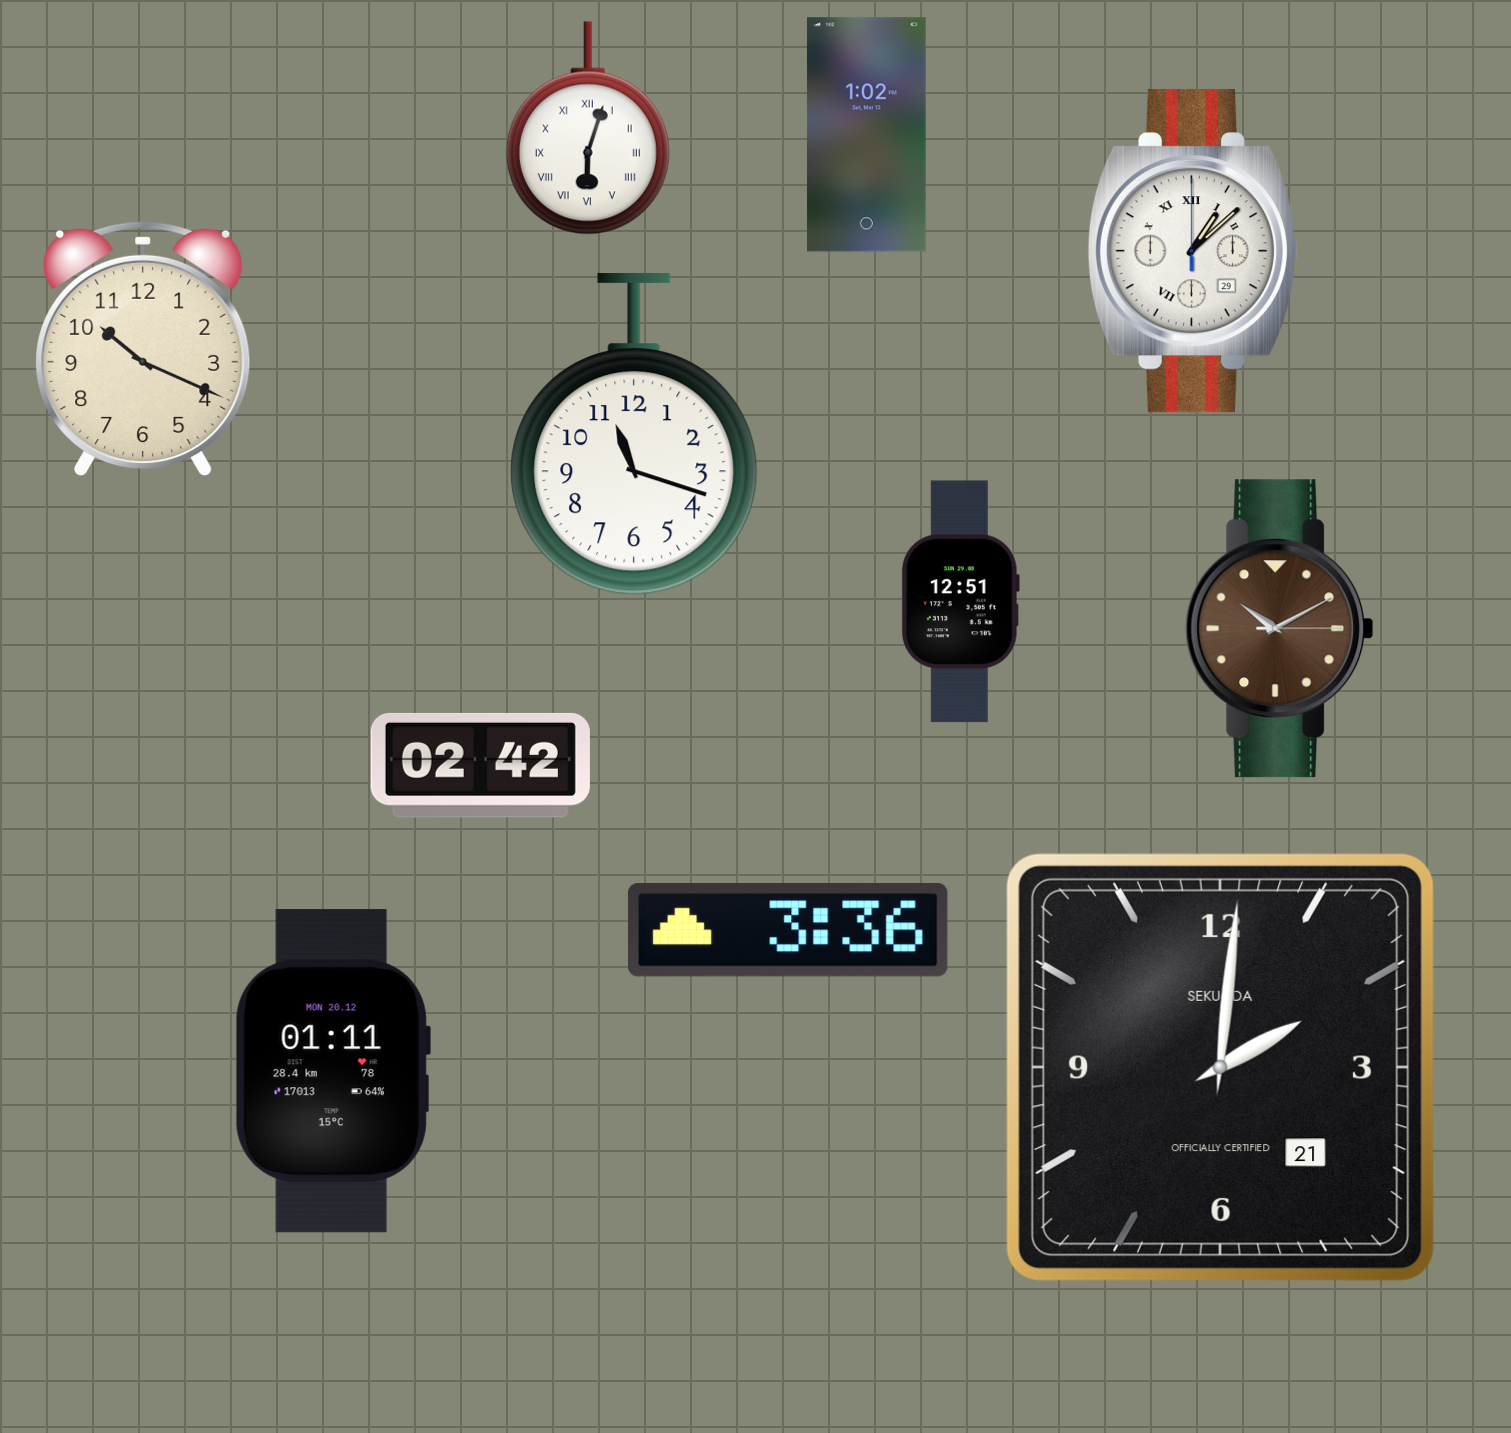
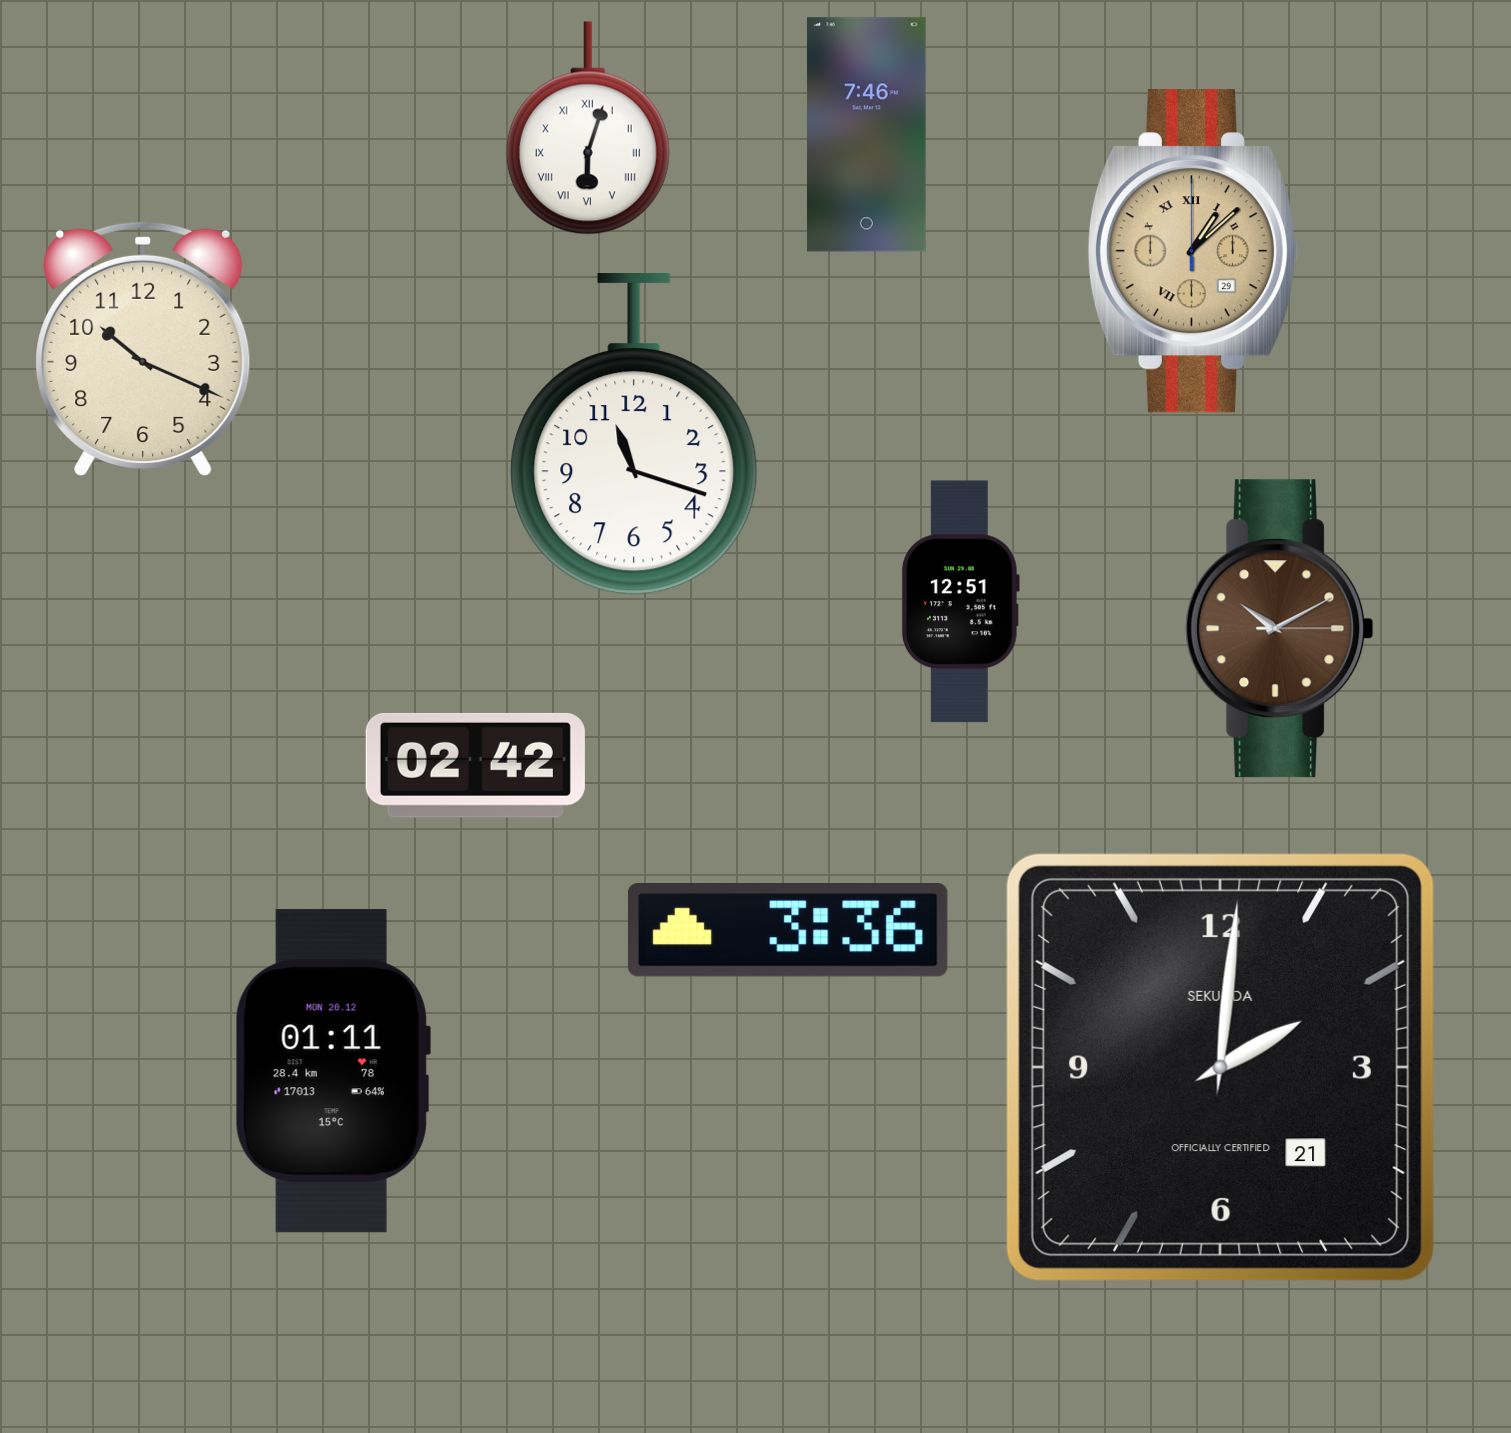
clock at (866, 135): 1:02 -> 7:46
clock at (1193, 251) dial: white -> champagne
clock at (480, 765) position: (480, 765) -> (475, 765)
